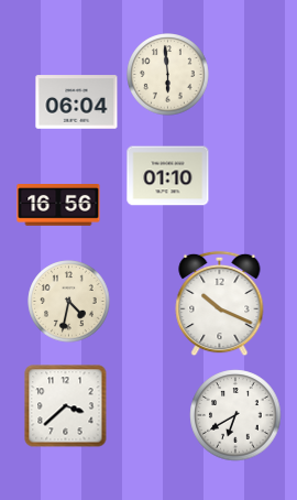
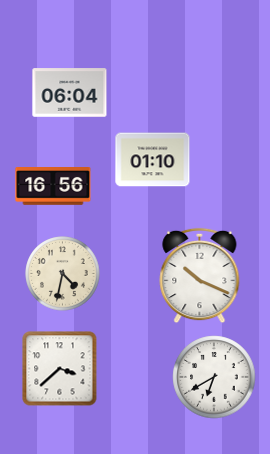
clock at (168, 75): 5:59 -> none
